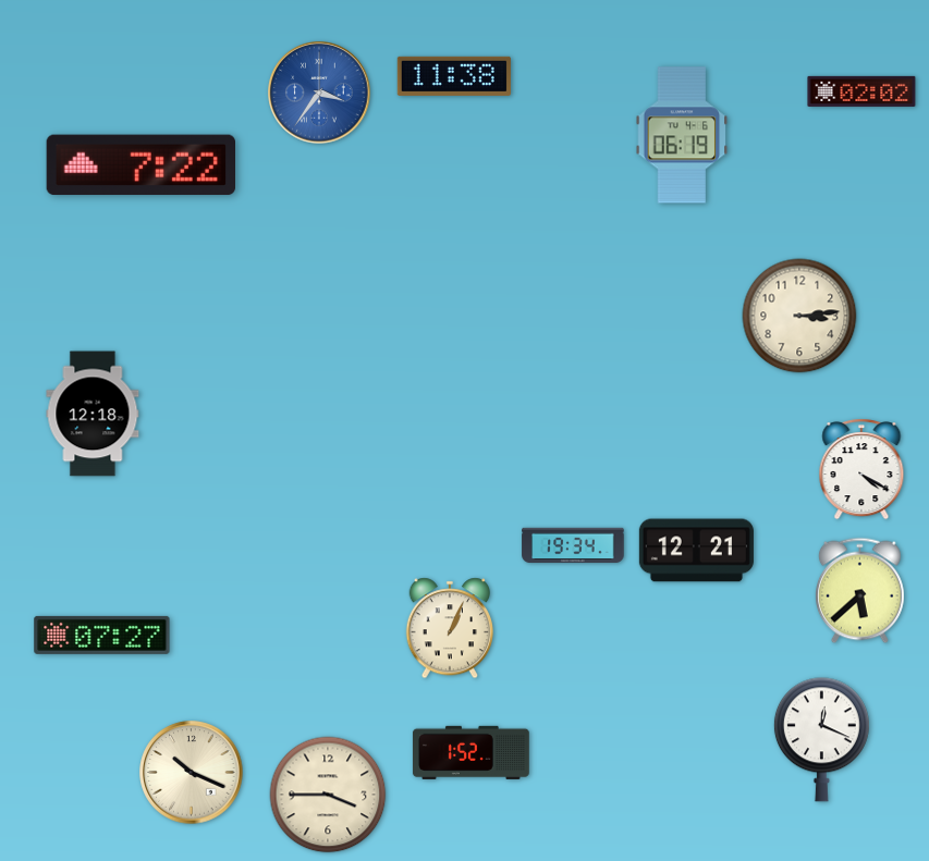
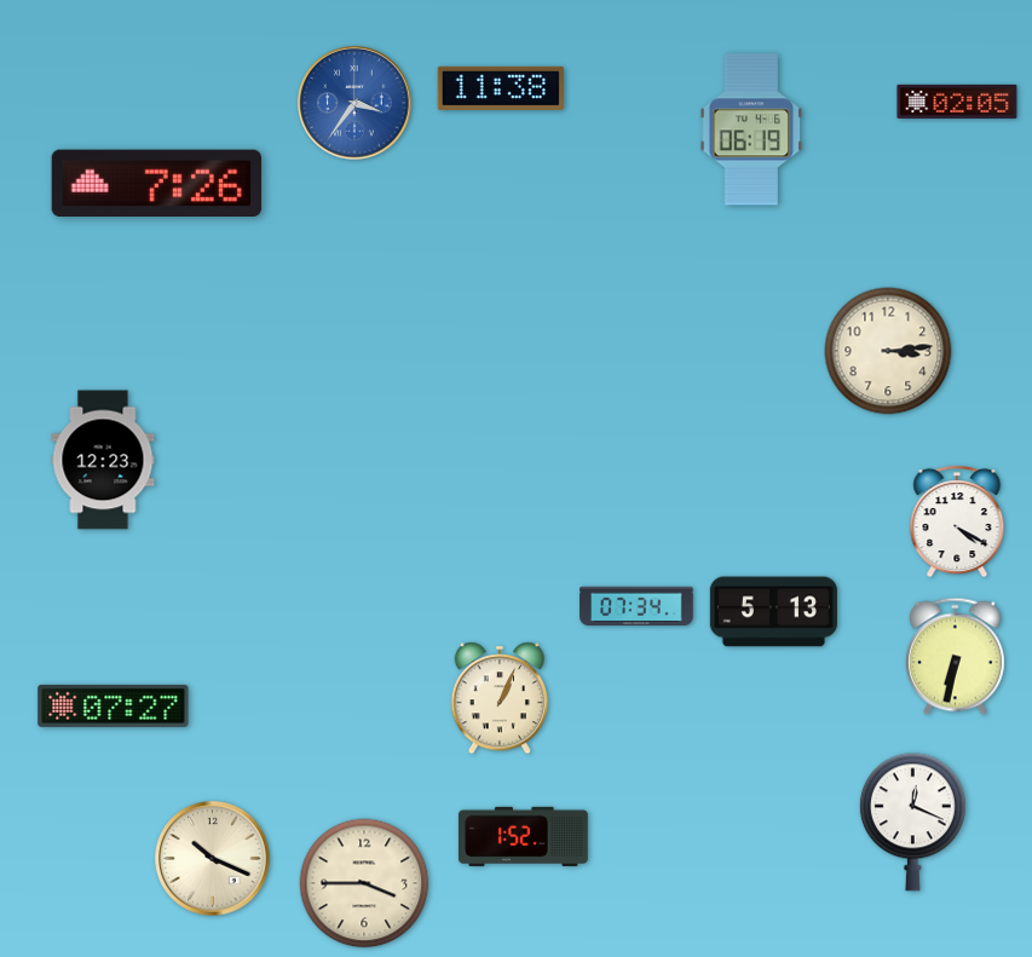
clock at (454, 76) position: (454, 76) -> (501, 88)
clock at (861, 91): 02:02 -> 02:05
clock at (682, 135) position: (682, 135) -> (751, 129)
clock at (140, 165): 7:22 -> 7:26
clock at (93, 414): 12:18 -> 12:23
clock at (573, 545): 19:34 -> 07:34
clock at (696, 551): 12:21 -> 5:13
clock at (860, 591): 5:38 -> 6:32
